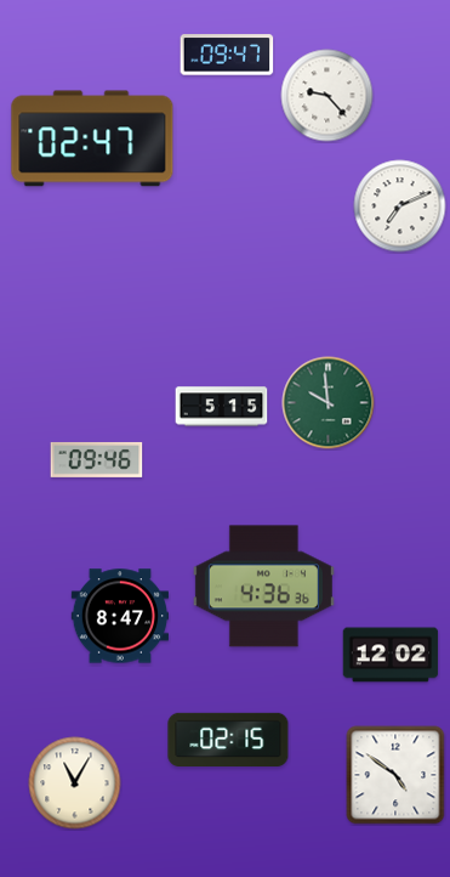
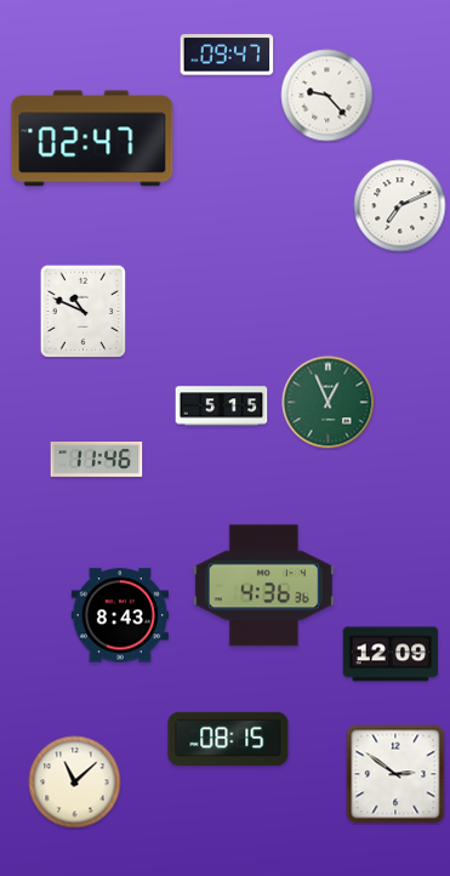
clock at (84, 311): none -> 10:49
clock at (329, 403): 9:59 -> 12:56
clock at (97, 459): 09:46 -> 11:46
clock at (120, 616): 8:47 -> 8:43
clock at (391, 655): 12:02 -> 12:09
clock at (228, 740): 02:15 -> 08:15
clock at (395, 775): 4:51 -> 2:51
clock at (75, 783): 11:05 -> 11:08
